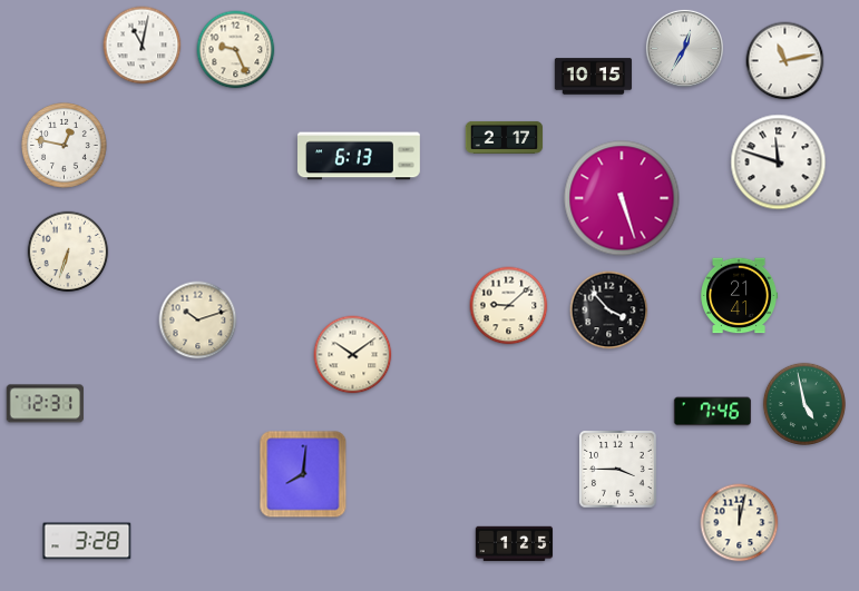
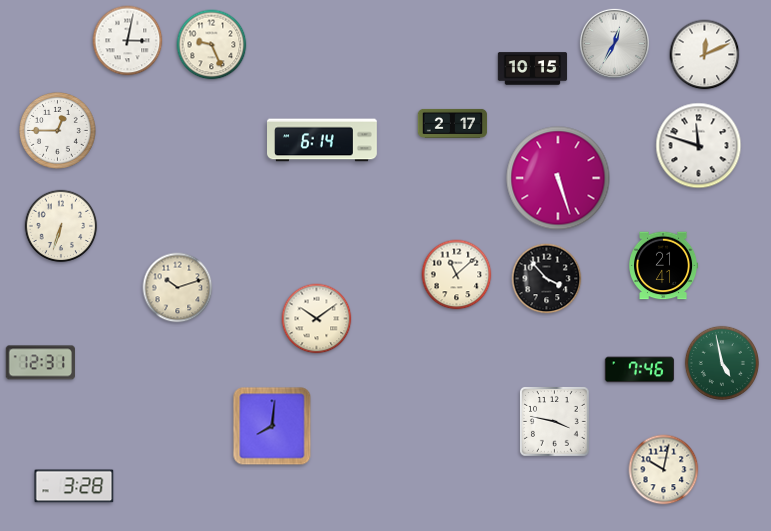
clock at (143, 46): 11:02 -> 3:02
clock at (785, 61): 11:13 -> 12:11
clock at (65, 146): 12:47 -> 12:45
clock at (360, 156): 6:13 -> 6:14
clock at (509, 306): 9:08 -> 11:08
clock at (618, 470): 3:45 -> 3:47
clock at (740, 523): 12:02 -> 10:02
clock at (87, 541) position: (87, 541) -> (74, 486)
clock at (515, 544): 1:25 -> none
